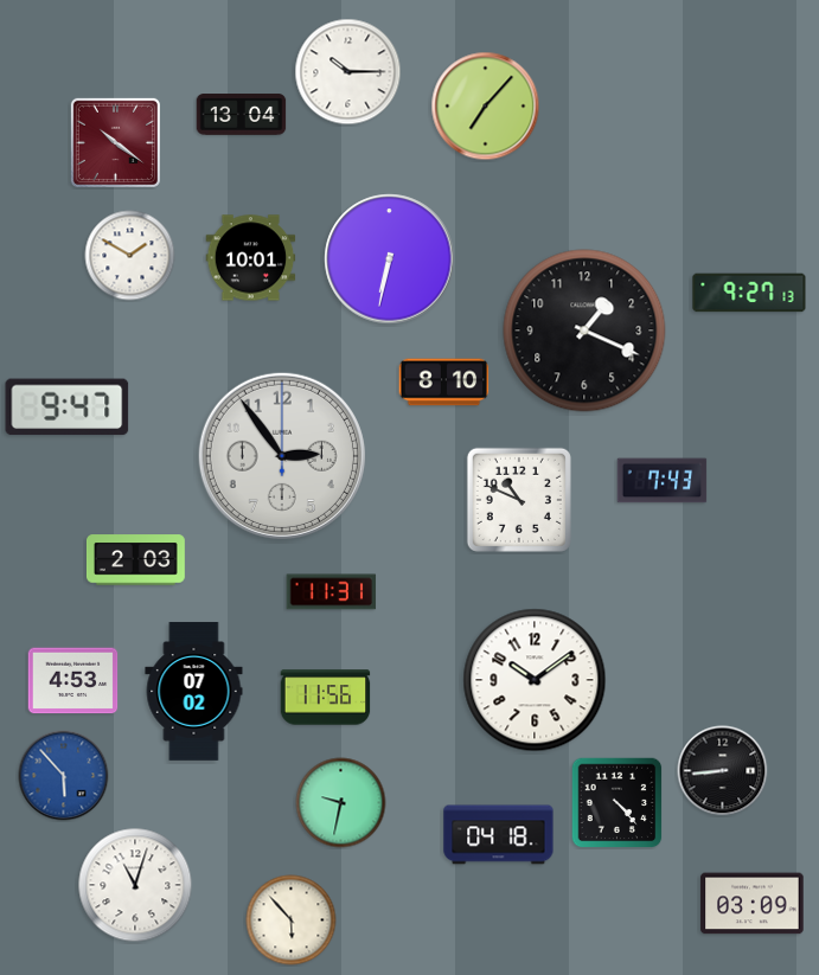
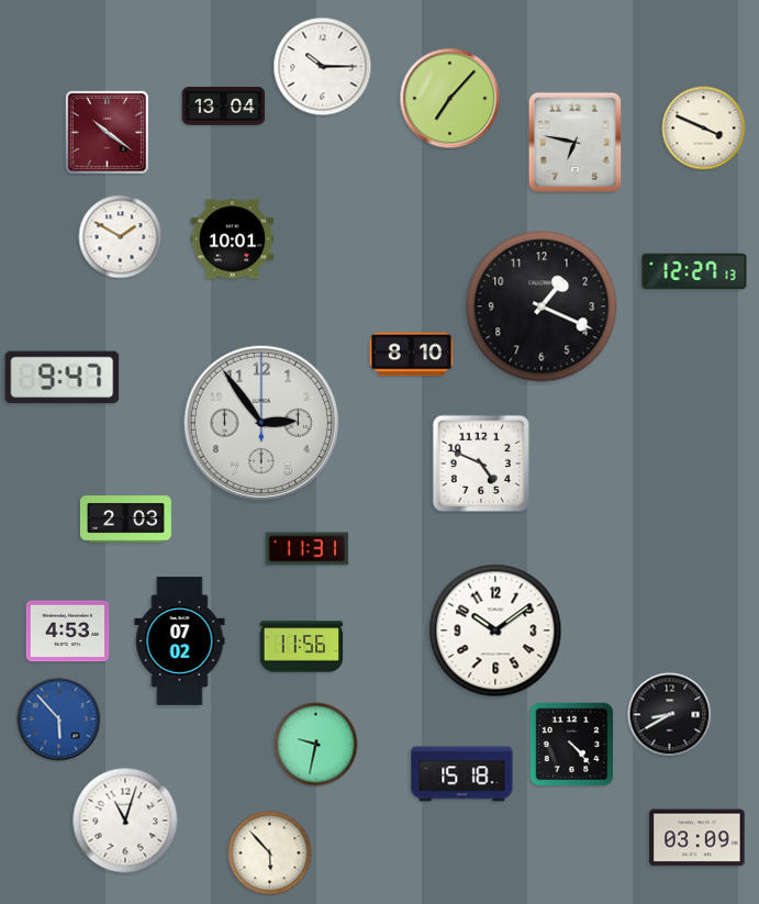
clock at (704, 129): none -> 3:49
clock at (576, 143): none -> 6:47
clock at (390, 259): 6:32 -> none
clock at (749, 293): 9:27 -> 12:27
clock at (663, 481): 7:43 -> none
clock at (519, 500): 10:49 -> 4:49
clock at (723, 771): 8:44 -> 8:40
clock at (499, 835): 04:18 -> 15:18
